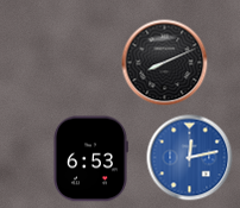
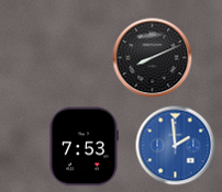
clock at (190, 158): 12:13 -> 1:59
clock at (90, 159): 6:53 -> 7:53
